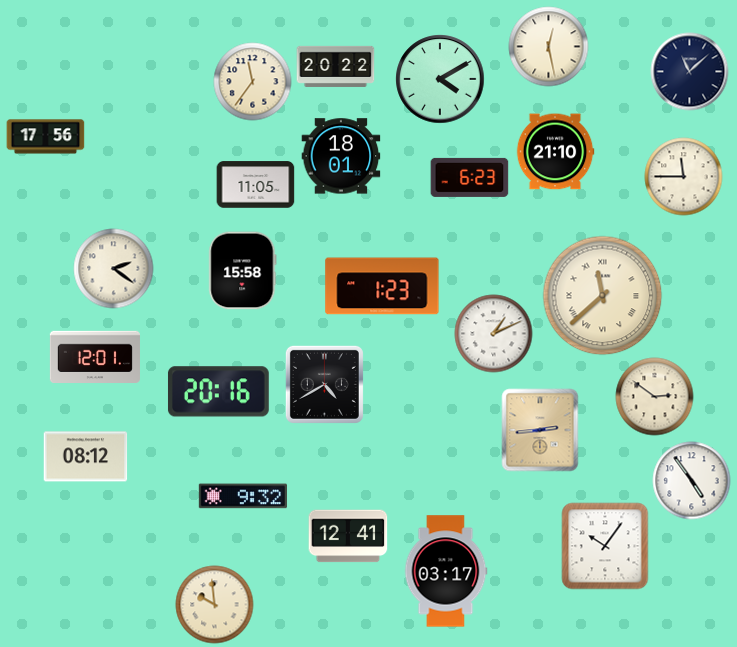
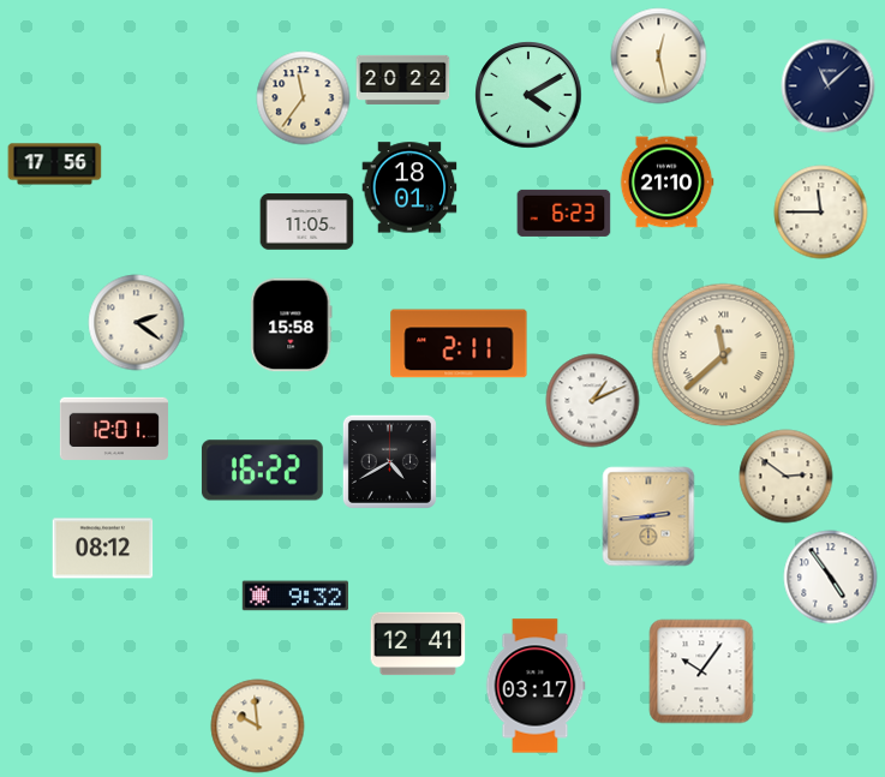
clock at (382, 286): 1:23 -> 2:11
clock at (218, 392): 20:16 -> 16:22
clock at (242, 496) position: (242, 496) -> (294, 596)
clock at (605, 546) position: (605, 546) -> (701, 671)
